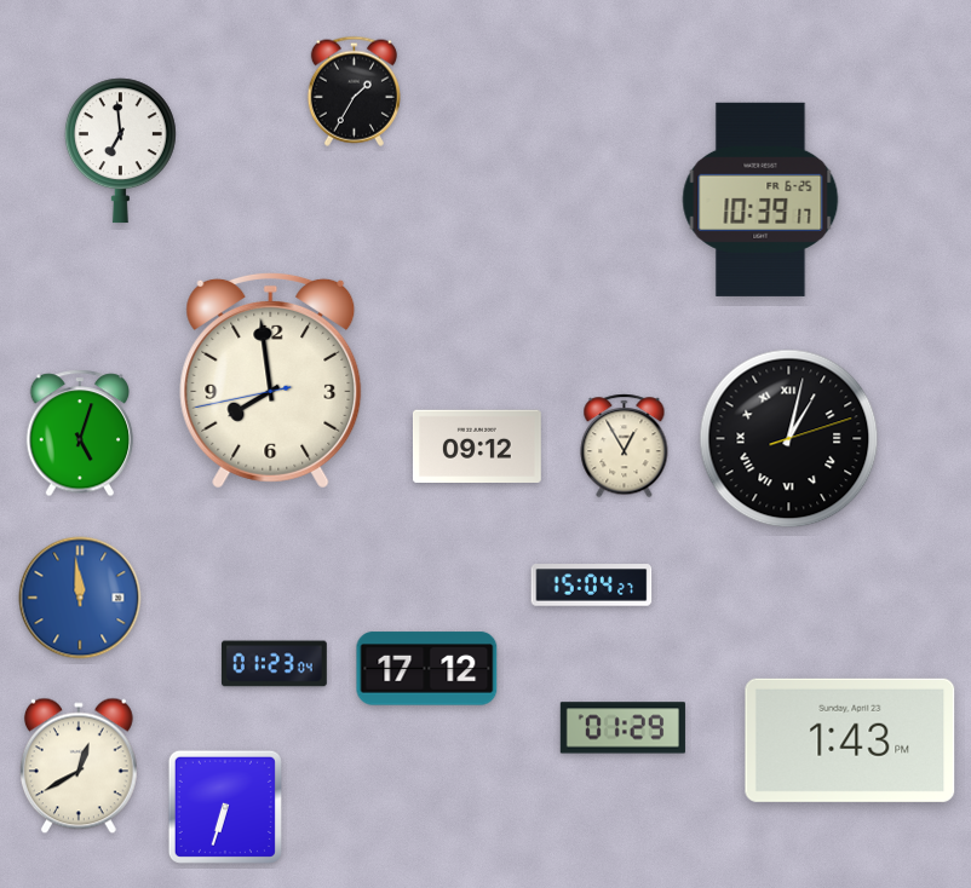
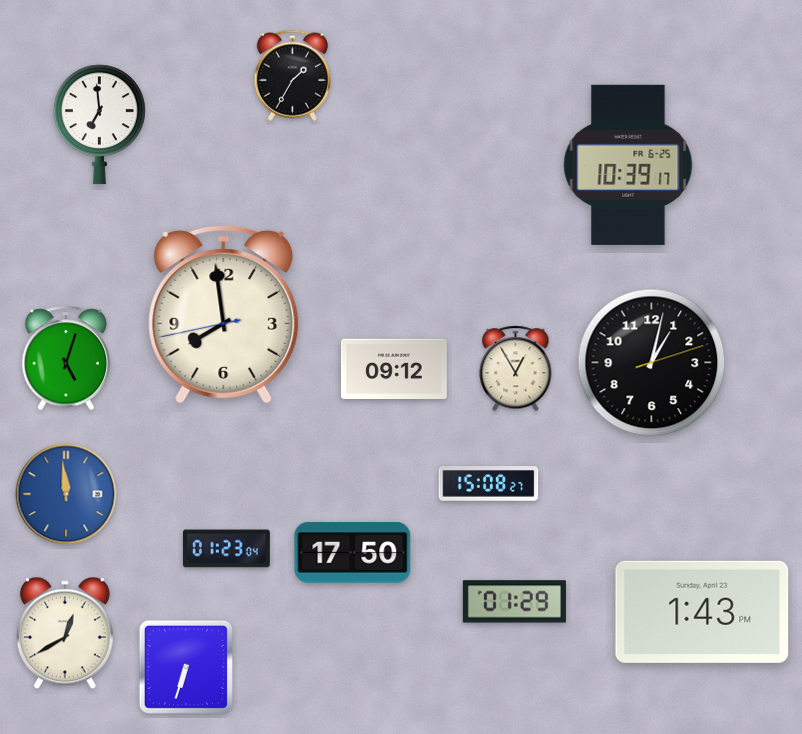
clock at (789, 439) numerals: Roman -> Arabic
clock at (592, 586): 15:04 -> 15:08
clock at (427, 669): 17:12 -> 17:50
